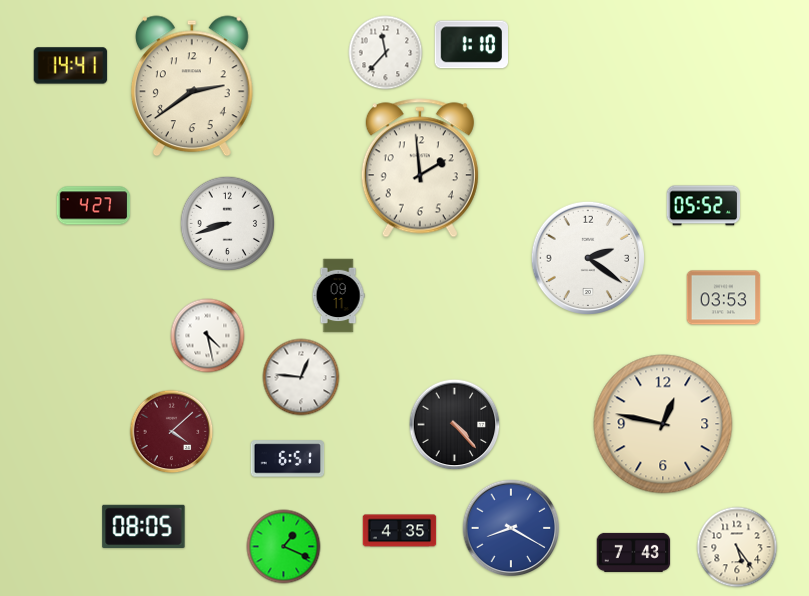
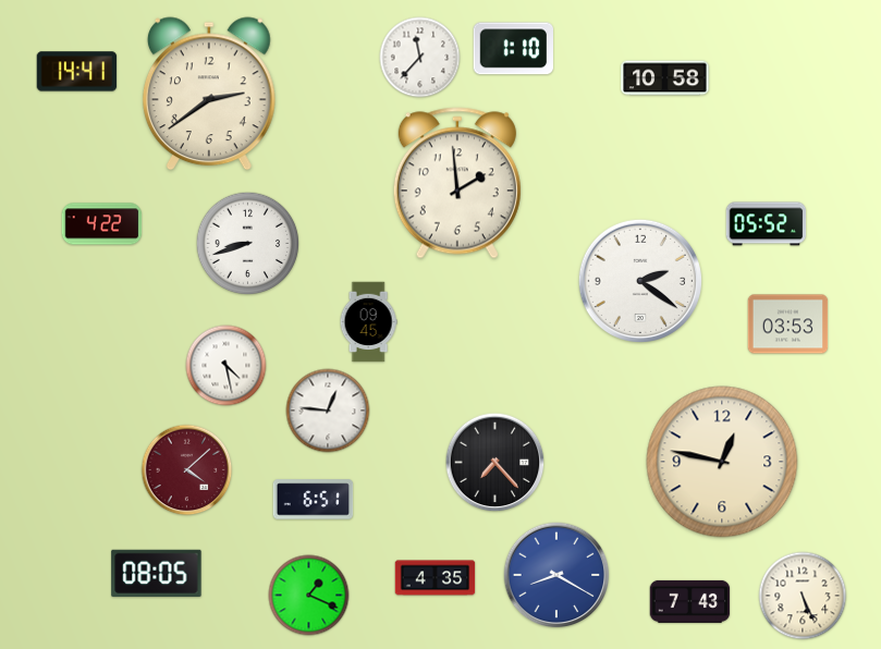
clock at (665, 78): none -> 10:58
clock at (94, 206): 4:27 -> 4:22
clock at (338, 296): 09:11 -> 09:45
clock at (455, 425): 4:23 -> 7:23
clock at (737, 547): 5:24 -> 5:26
